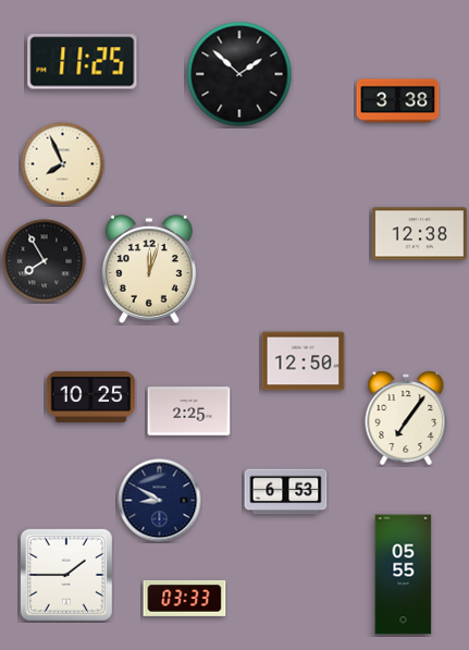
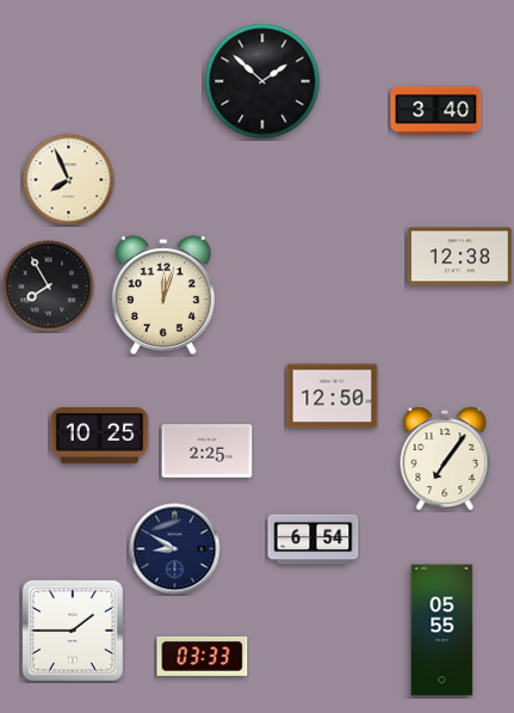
clock at (83, 62): 11:25 -> none
clock at (398, 101): 3:38 -> 3:40
clock at (286, 492): 6:53 -> 6:54
